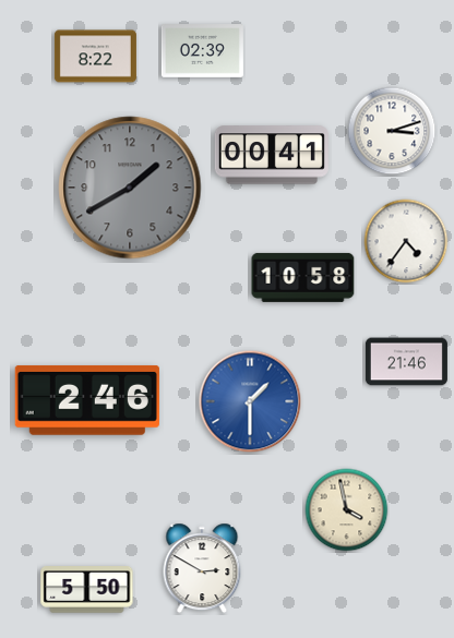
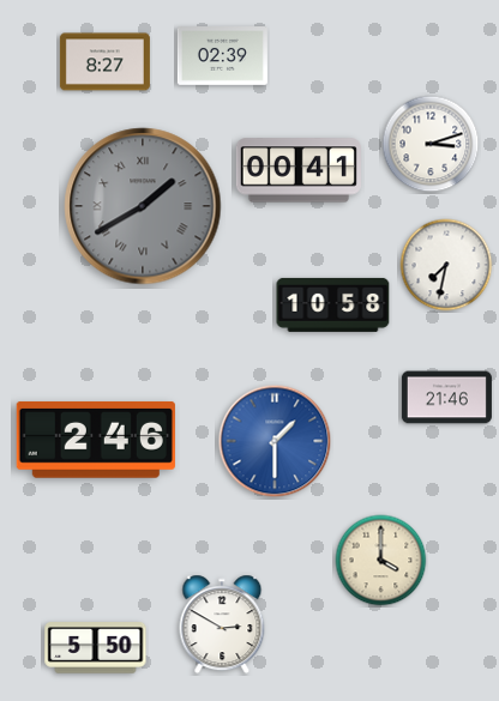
clock at (95, 57): 8:22 -> 8:27
clock at (130, 188) numerals: Arabic -> Roman
clock at (406, 241): 4:36 -> 7:32
clock at (347, 510): 3:58 -> 4:00
